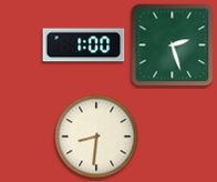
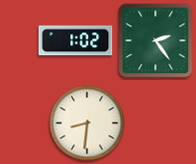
clock at (84, 46): 1:00 -> 1:02
clock at (173, 46): 2:27 -> 2:24
